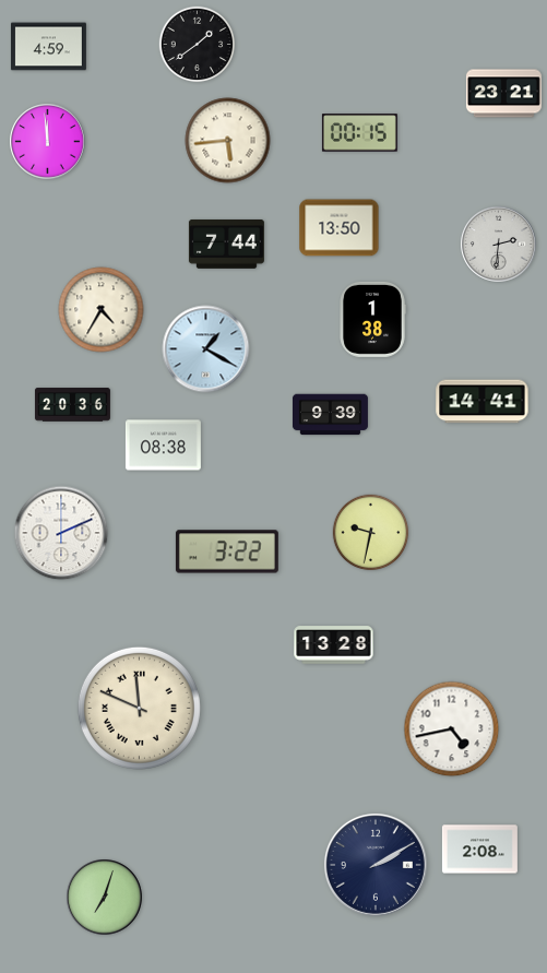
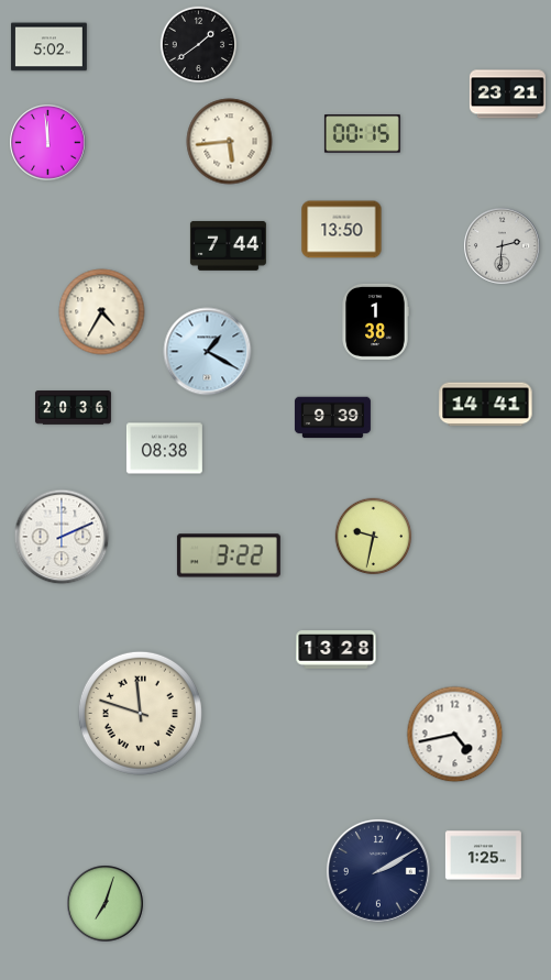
clock at (48, 47): 4:59 -> 5:02
clock at (139, 708): 11:49 -> 11:48
clock at (479, 850): 2:08 -> 1:25
